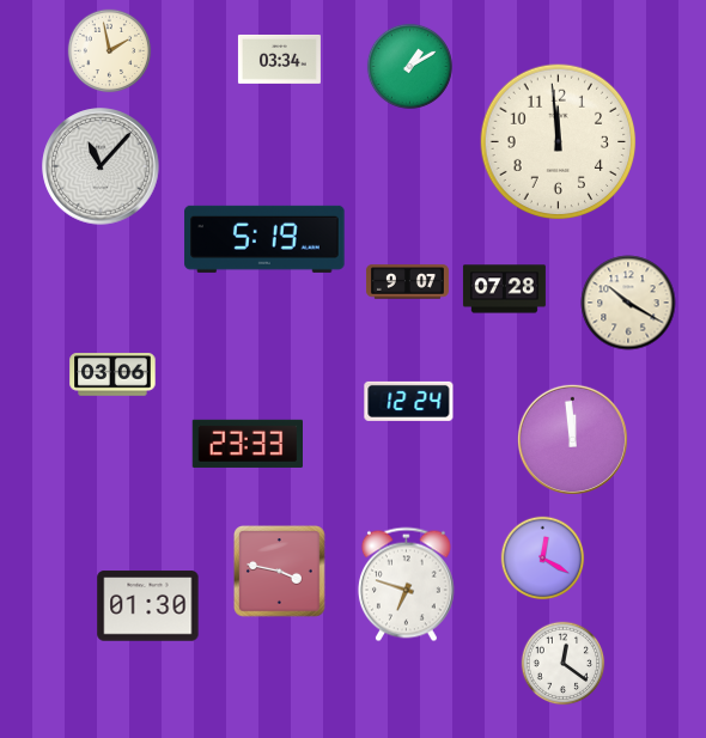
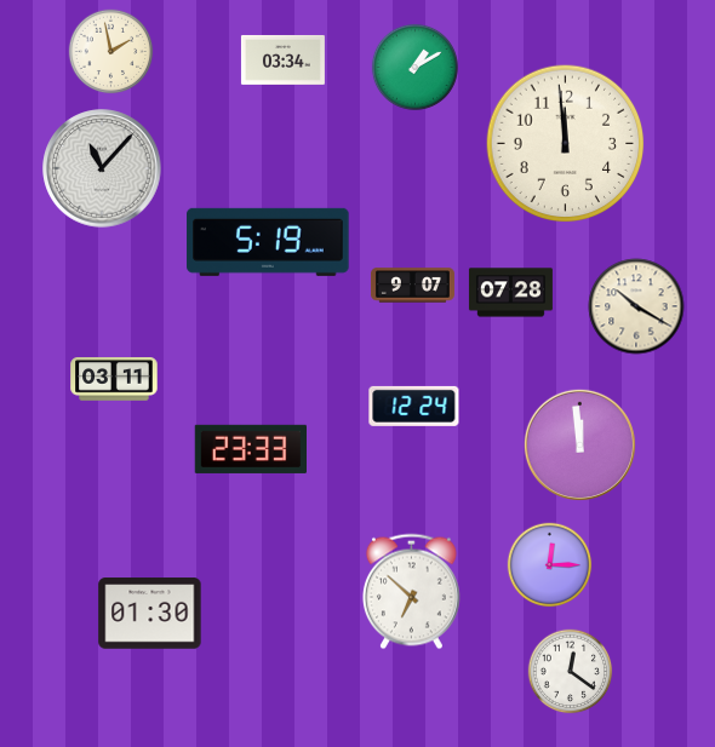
clock at (112, 374): 03:06 -> 03:11
clock at (543, 559): 12:20 -> 12:15
clock at (280, 572): 3:47 -> none
clock at (406, 585): 6:48 -> 6:52
